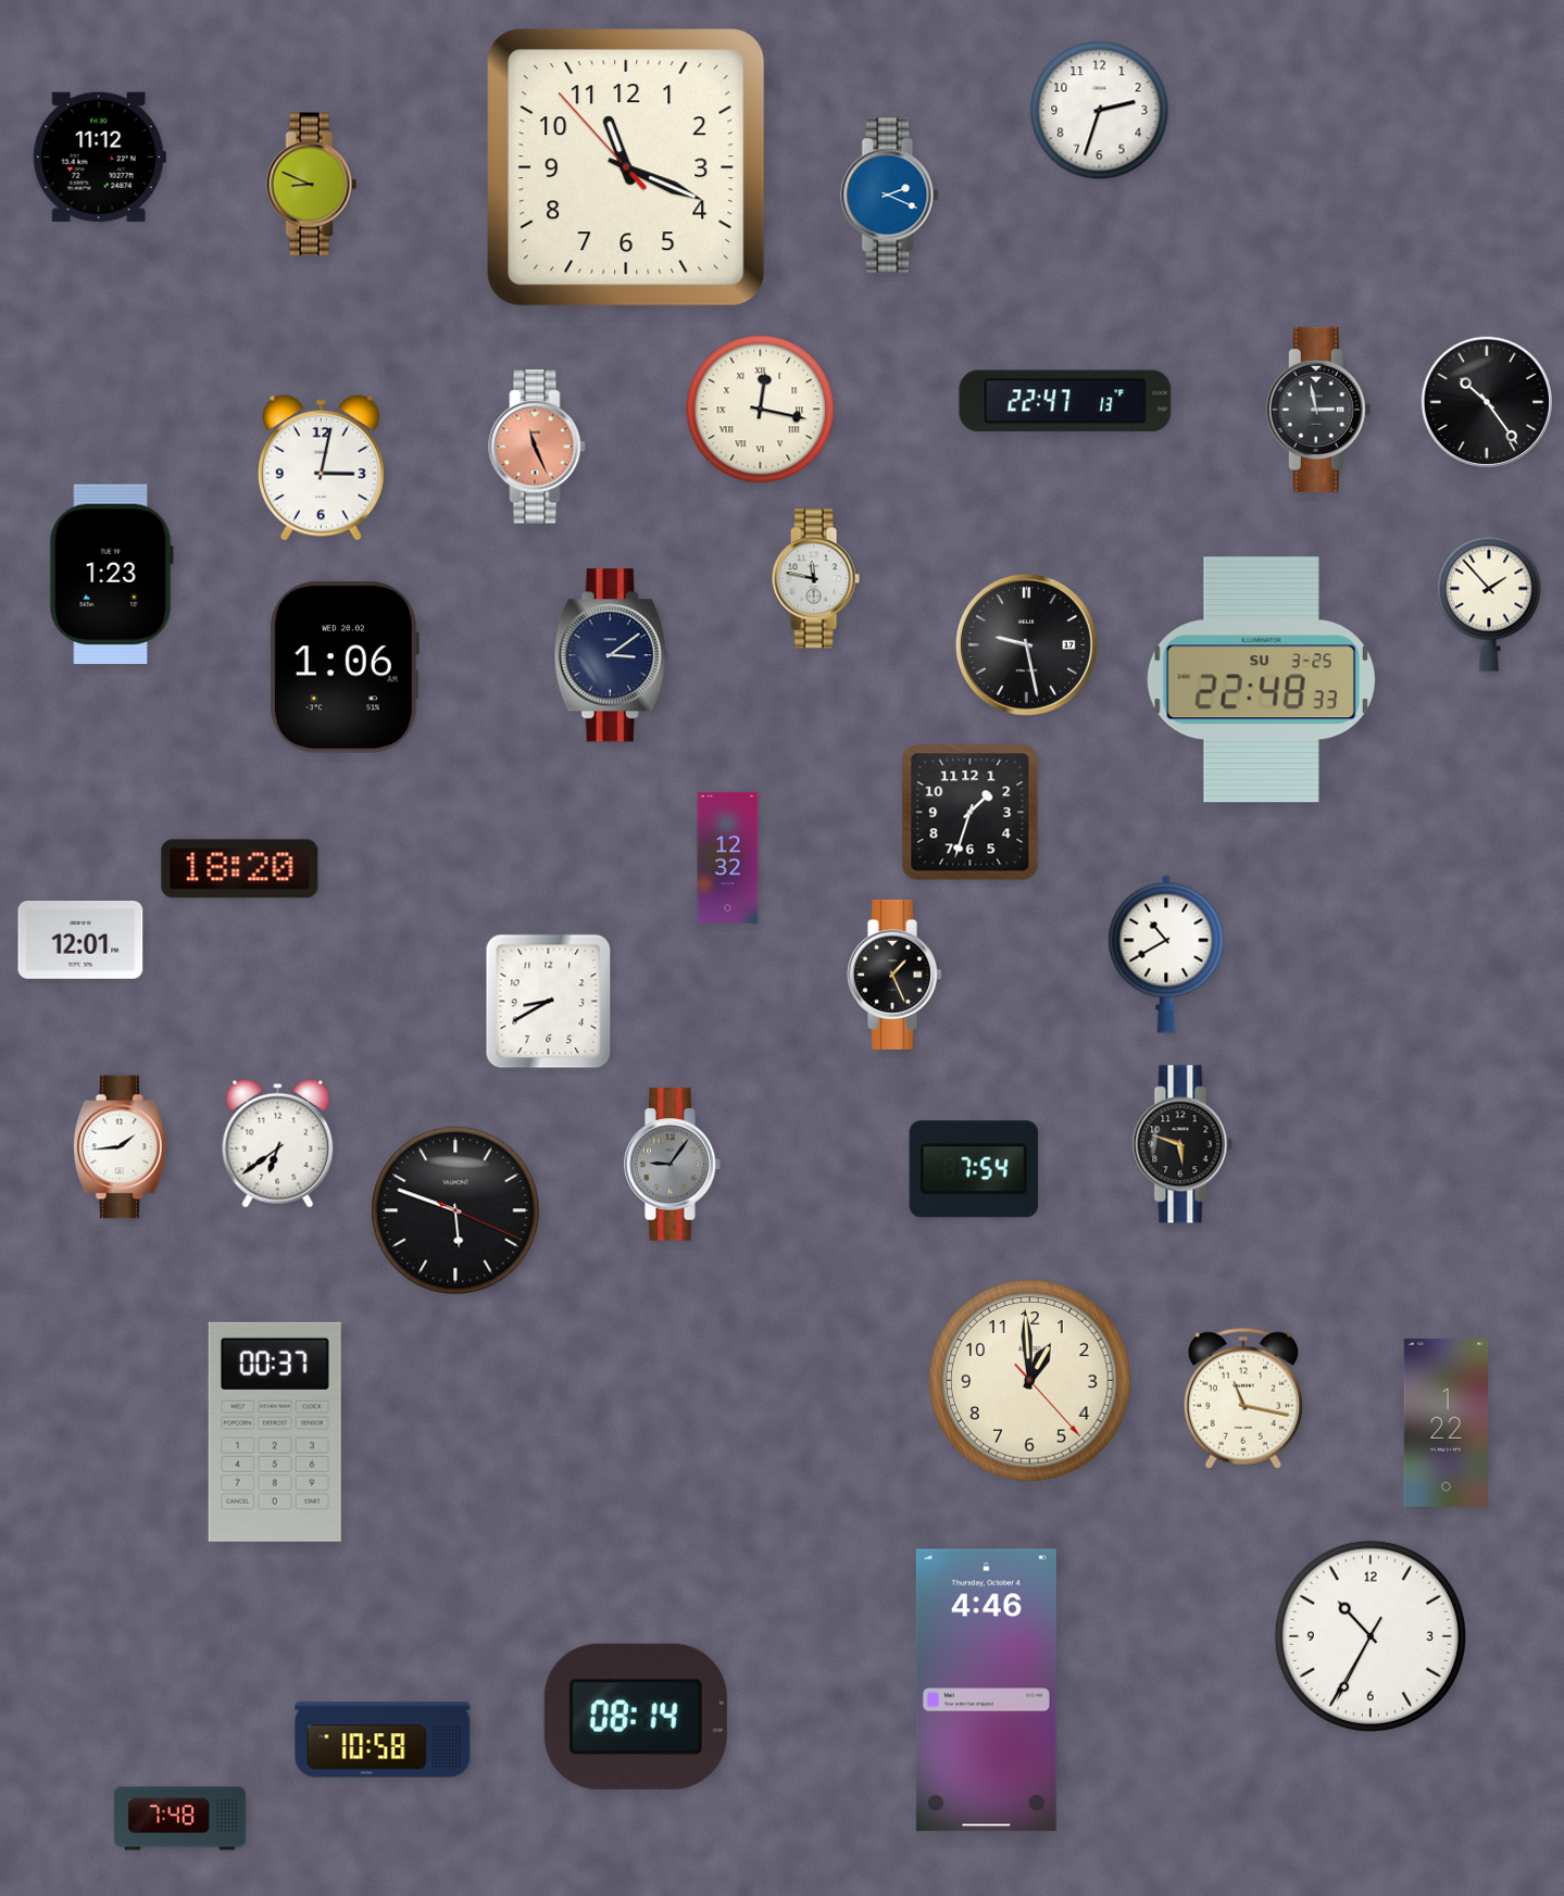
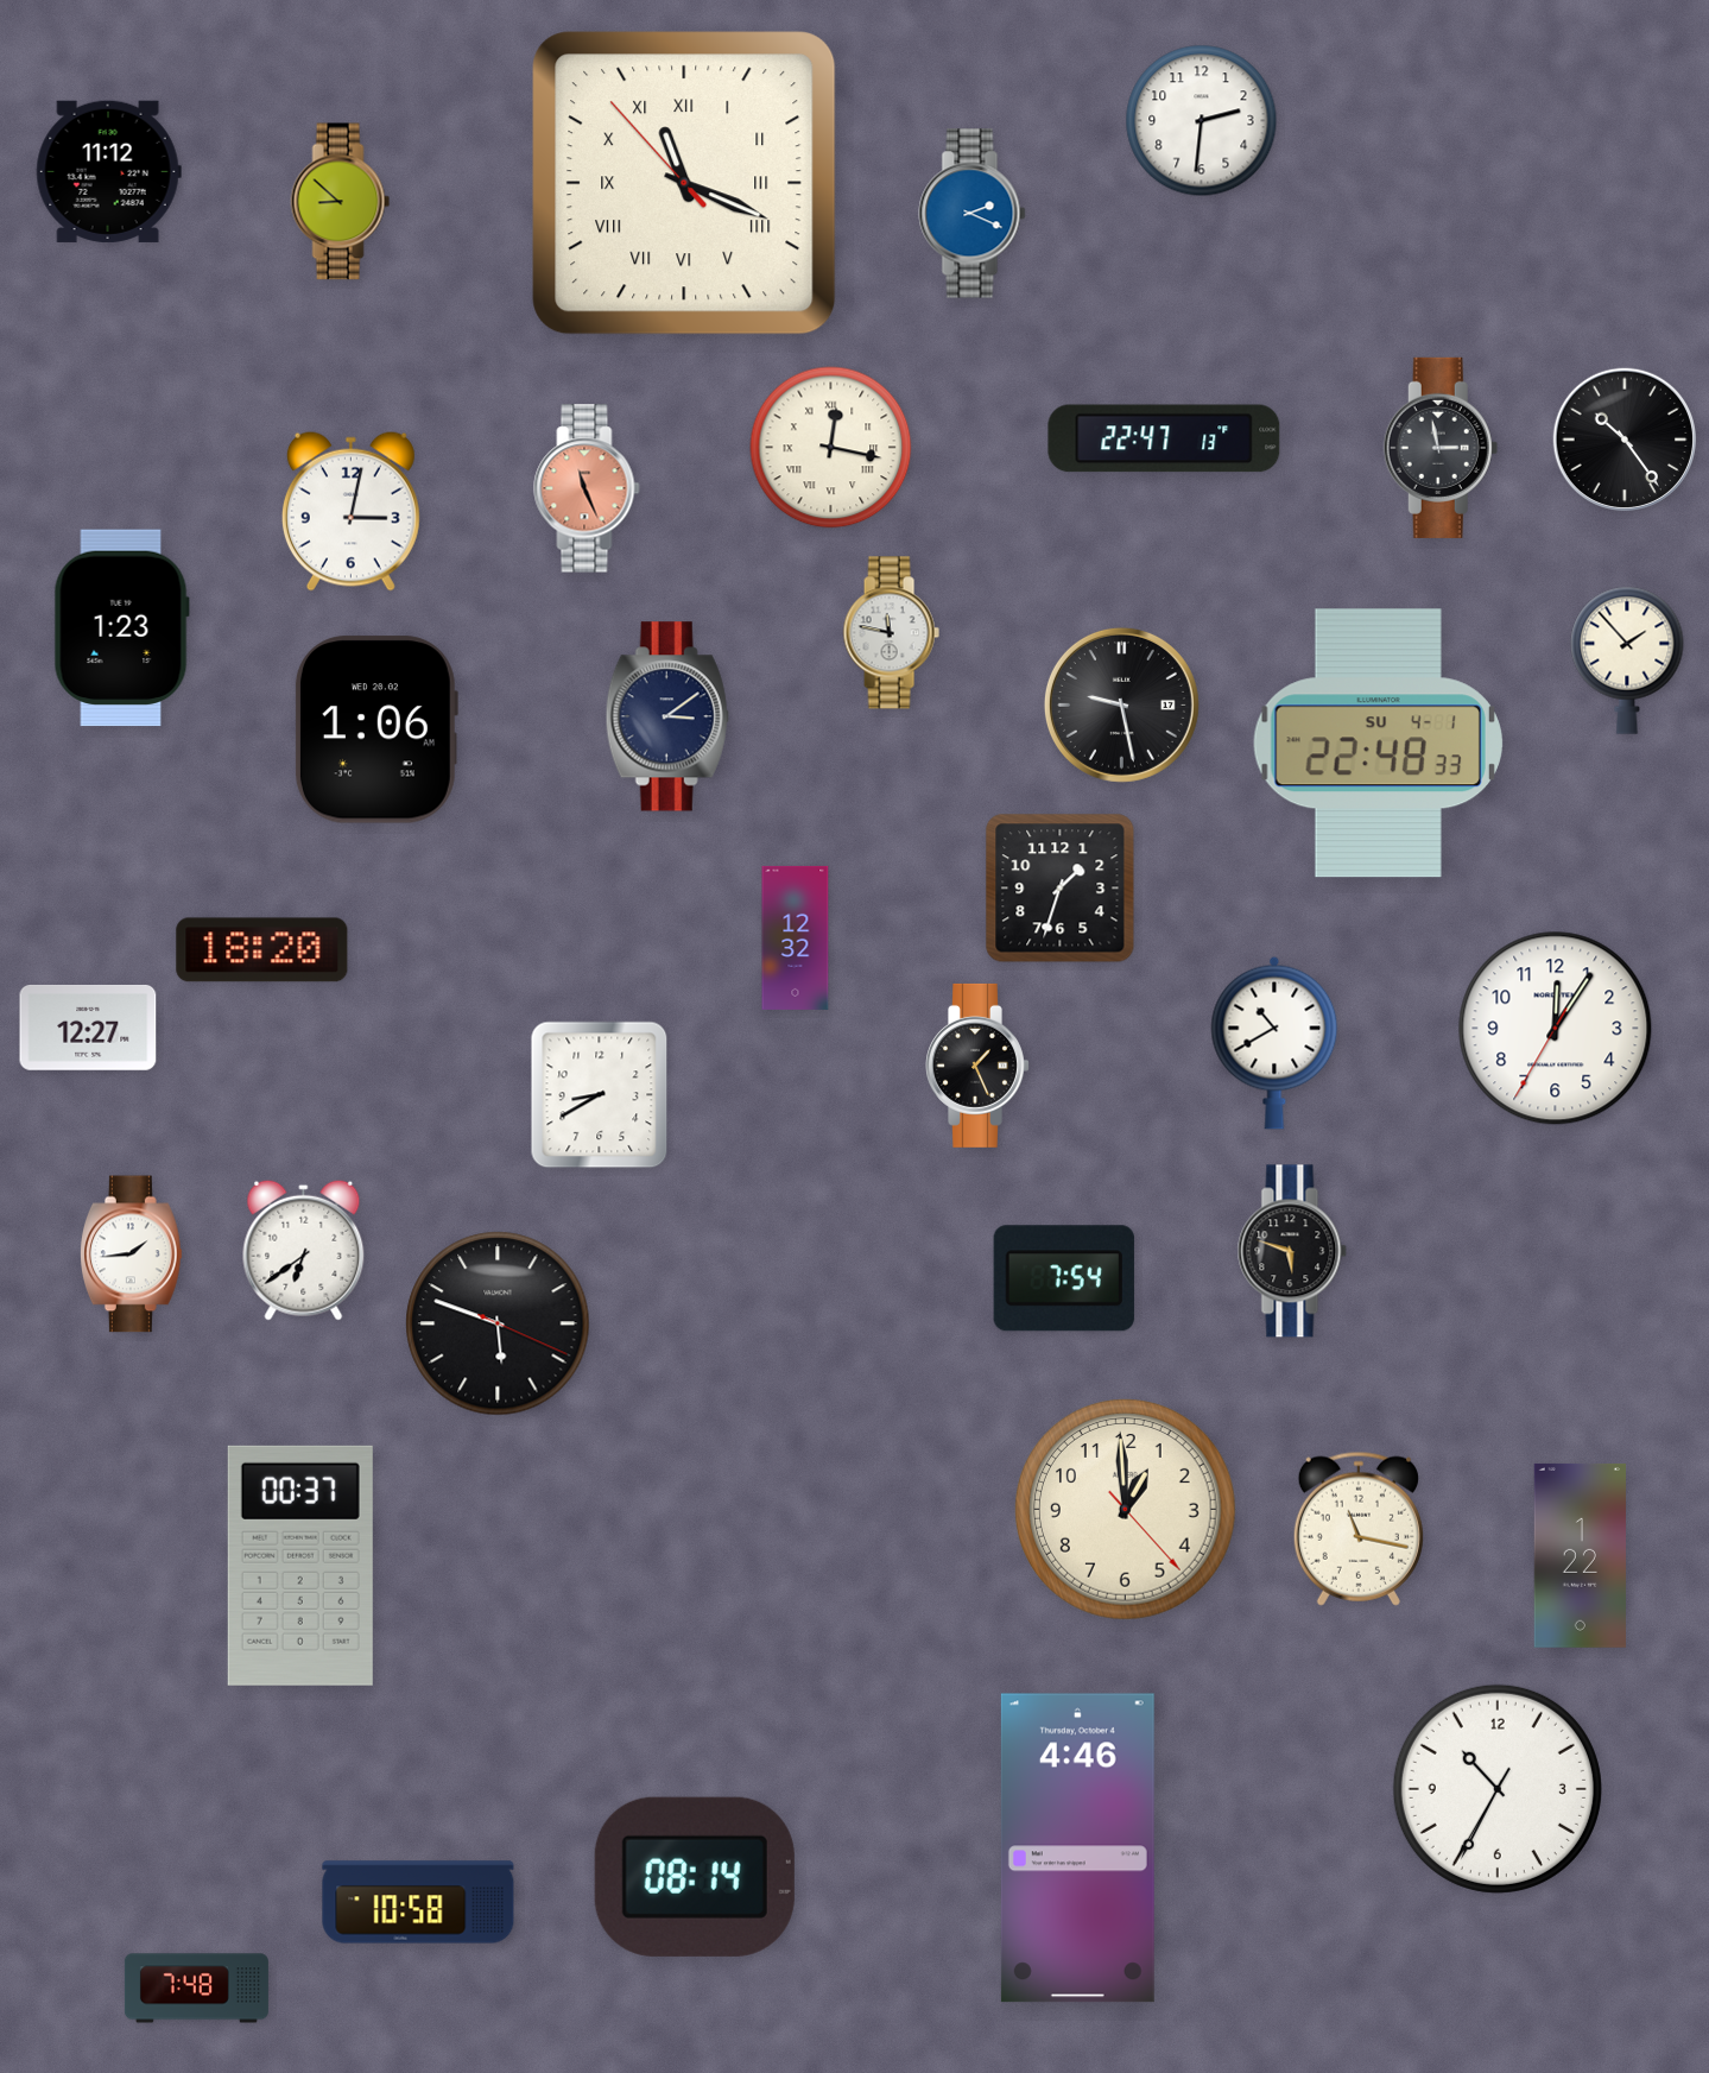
clock at (1100, 111): 2:33 -> 2:31
clock at (626, 167) numerals: Arabic -> Roman
clock at (312, 185): 8:49 -> 8:52
clock at (1261, 680) date: SU 3-25 -> SU 4-1
clock at (80, 940): 12:01 -> 12:27
clock at (1556, 1029): none -> 12:05
clock at (673, 1165): 9:06 -> none
